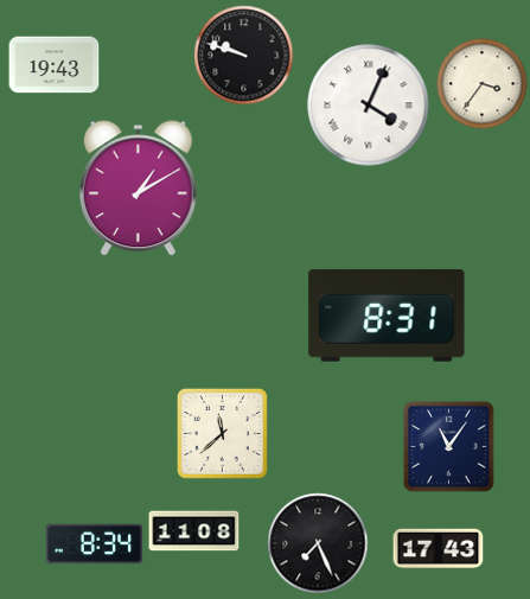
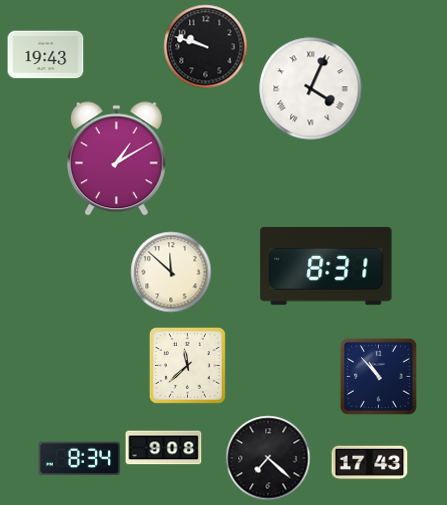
clock at (483, 84): 3:36 -> none
clock at (171, 272): none -> 11:52
clock at (448, 446): 11:06 -> 10:53
clock at (194, 531): 11:08 -> 9:08
clock at (318, 543): 7:26 -> 7:22
